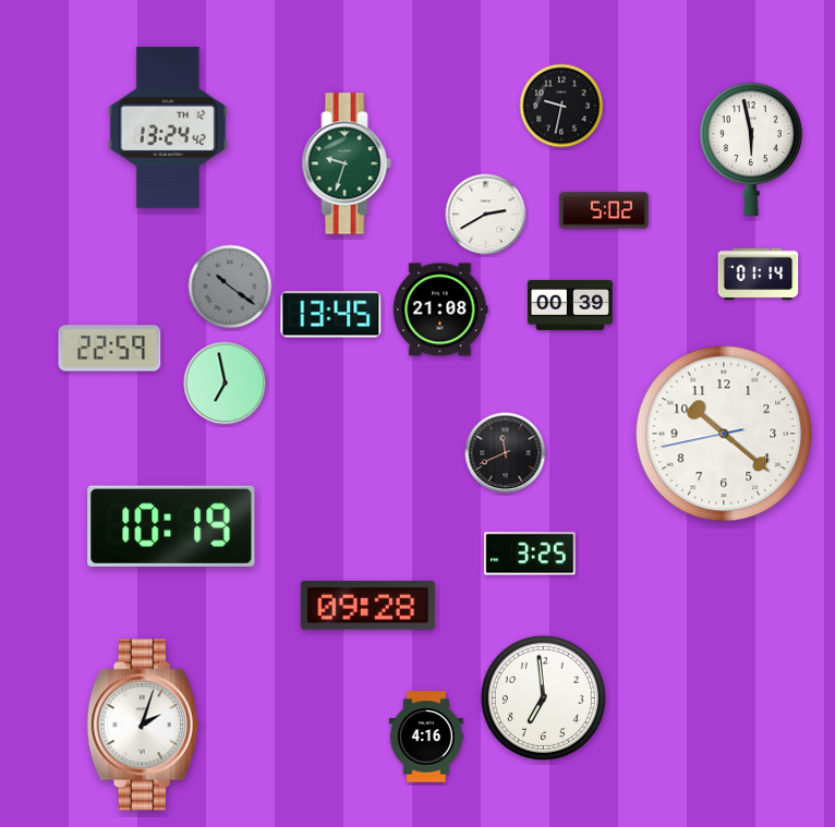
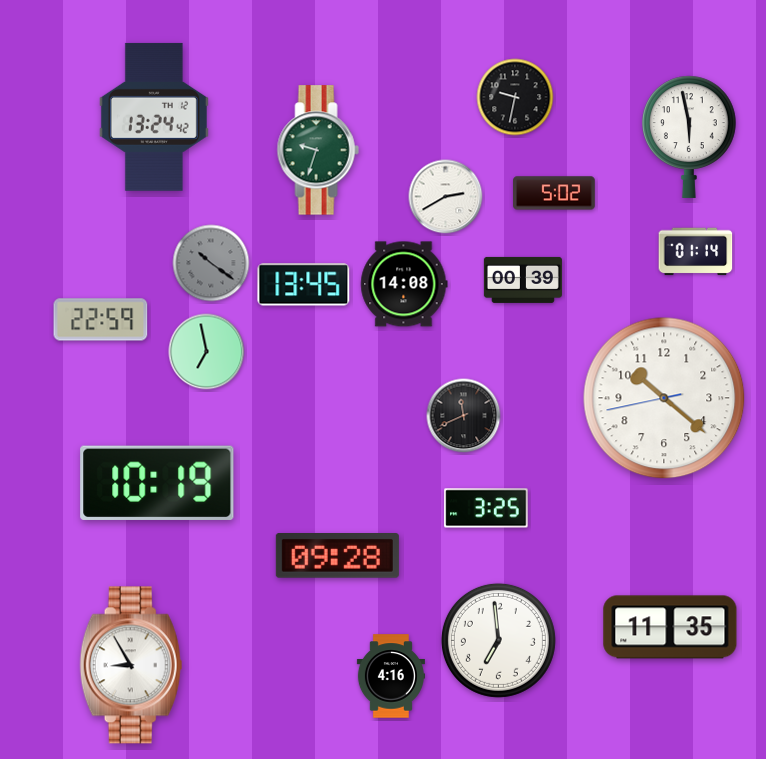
clock at (440, 309): 21:08 -> 14:08
clock at (331, 315) position: (331, 315) -> (304, 285)
clock at (670, 627): none -> 11:35
clock at (143, 725): 2:03 -> 8:55
